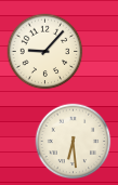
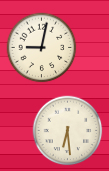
clock at (45, 52): 9:07 -> 9:02
